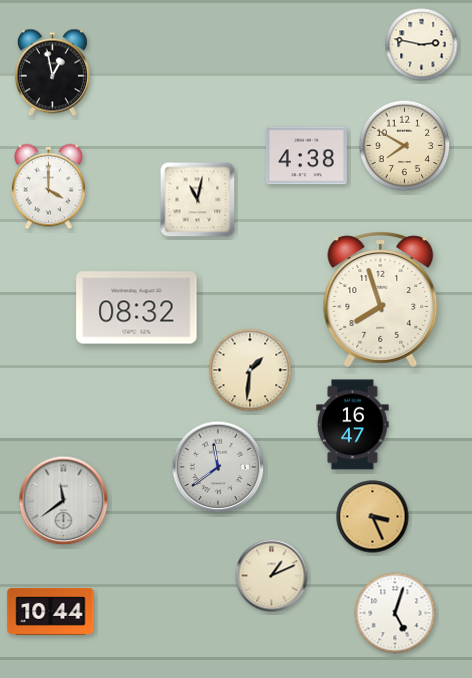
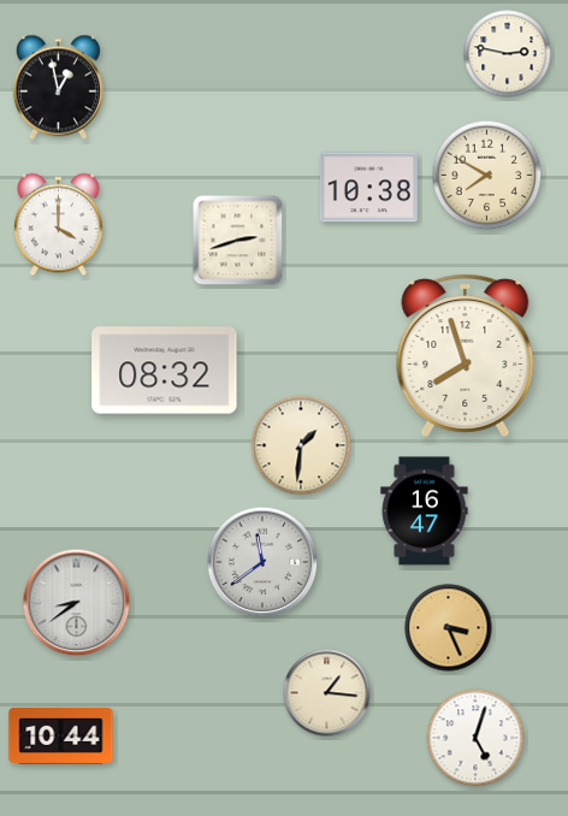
clock at (52, 73) position: (52, 73) -> (58, 88)
clock at (306, 156): 4:38 -> 10:38
clock at (198, 200): 11:02 -> 2:42
clock at (381, 299) position: (381, 299) -> (466, 355)
clock at (64, 501): 11:39 -> 8:39
clock at (373, 517) position: (373, 517) -> (449, 628)
clock at (272, 576): 1:11 -> 1:16
